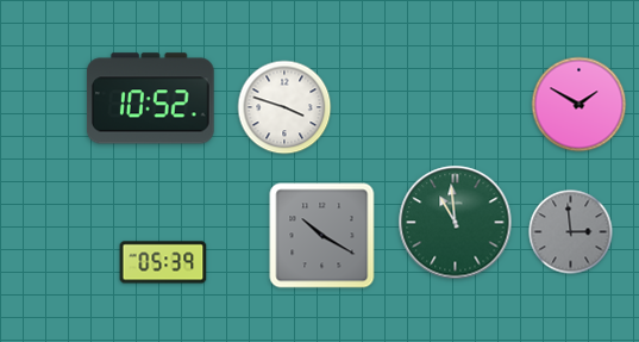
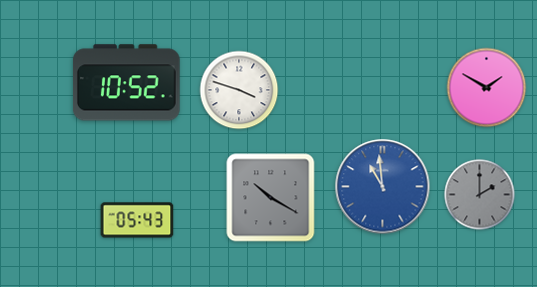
clock at (456, 223) dial: green -> blue
clock at (571, 232): 2:59 -> 2:00
clock at (163, 262): 05:39 -> 05:43
